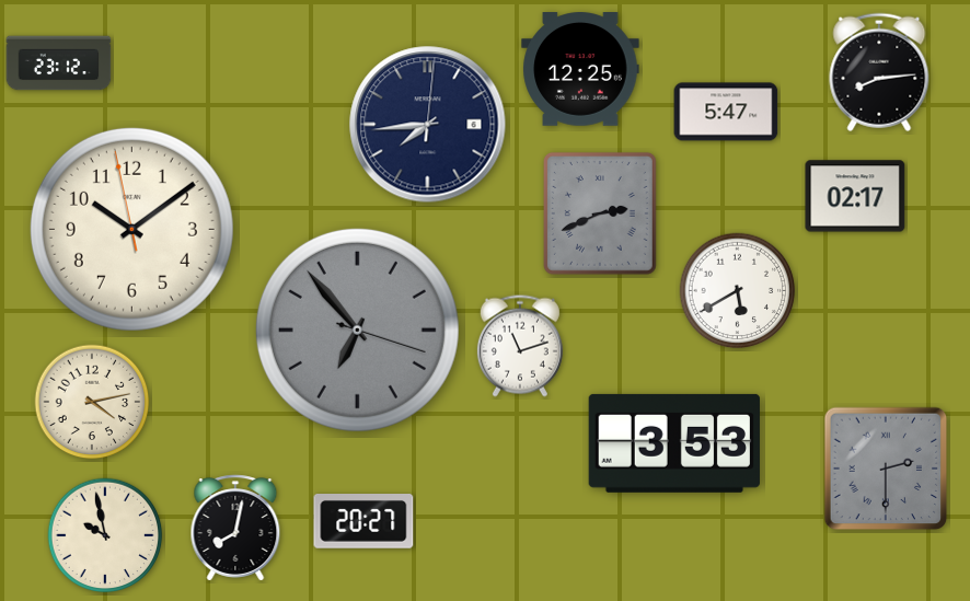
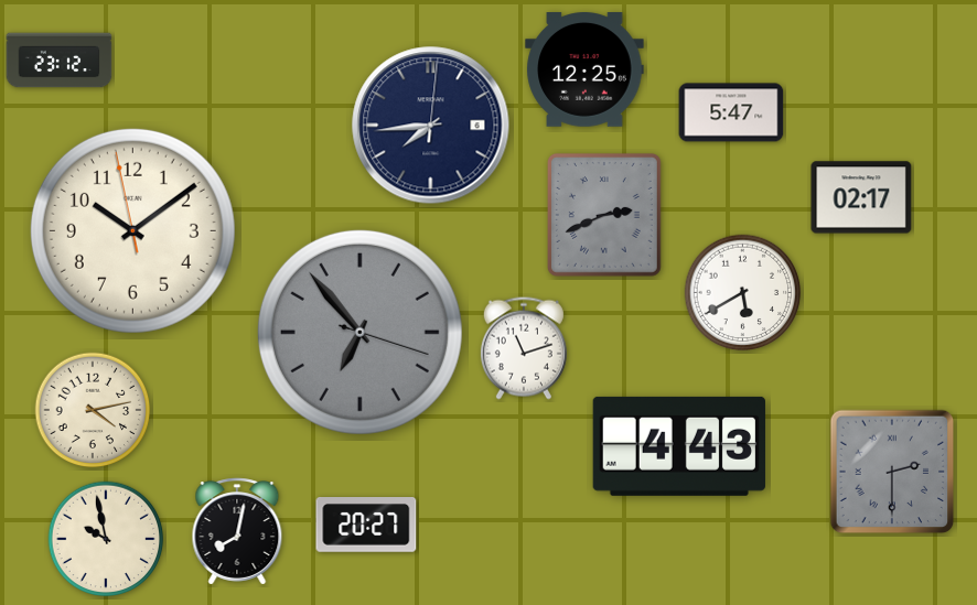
clock at (59, 63) position: (59, 63) -> (60, 61)
clock at (879, 72): 8:14 -> none
clock at (92, 402) position: (92, 402) -> (93, 410)
clock at (674, 443): 3:53 -> 4:43
